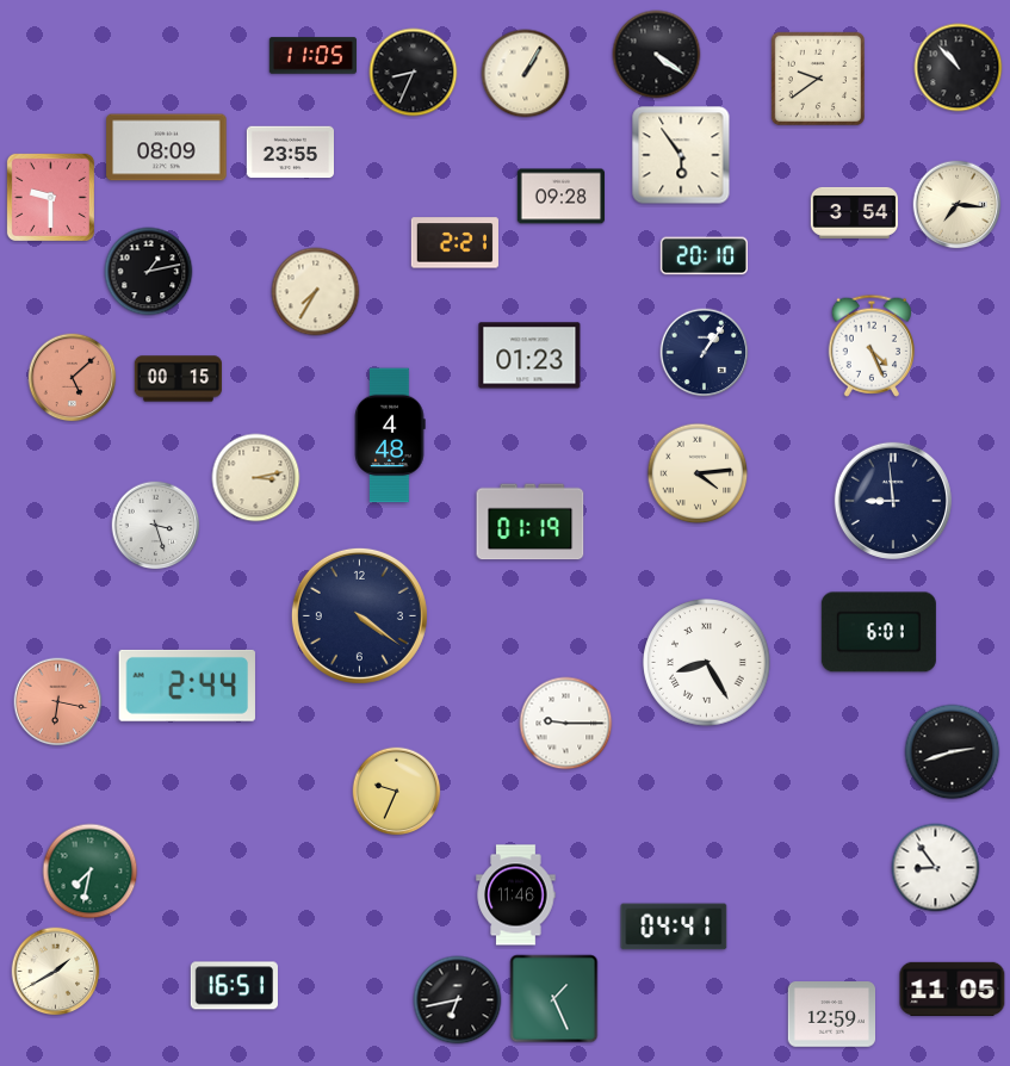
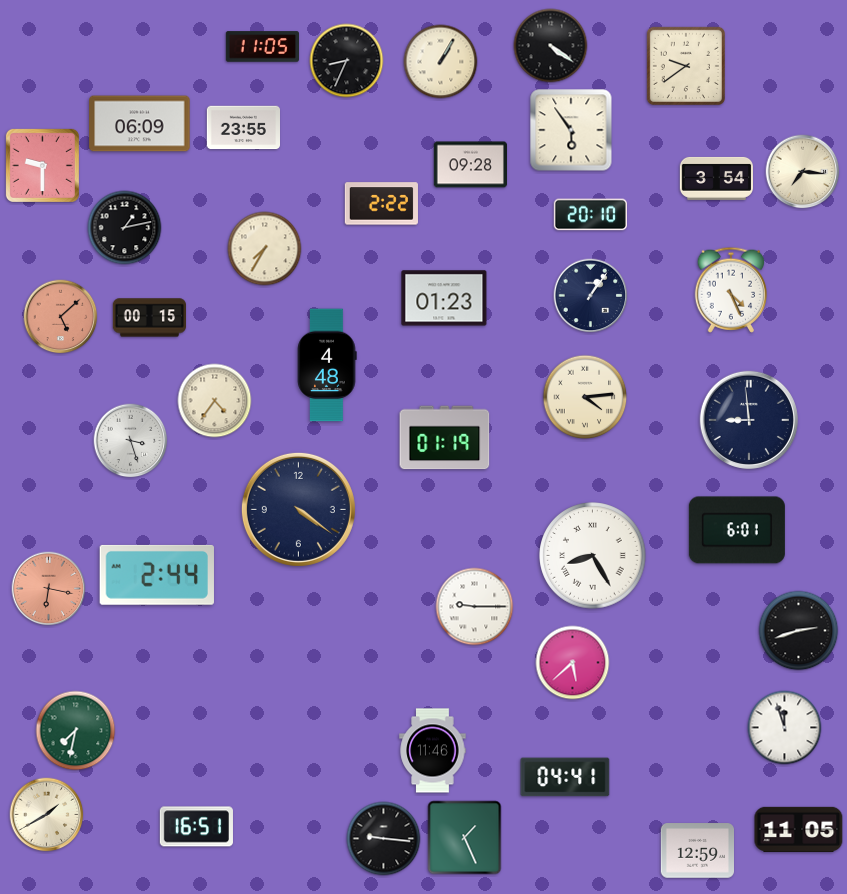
clock at (959, 68): 10:53 -> none
clock at (167, 148): 08:09 -> 06:09
clock at (454, 243): 2:21 -> 2:22
clock at (316, 292) position: (316, 292) -> (265, 249)
clock at (256, 478): 3:13 -> 4:36
clock at (359, 615) position: (359, 615) -> (298, 509)
clock at (573, 663): none -> 5:38
clock at (397, 792): 9:34 -> none
clock at (936, 868): 8:54 -> 11:57
clock at (458, 1000): 6:43 -> 9:16
